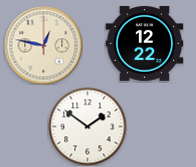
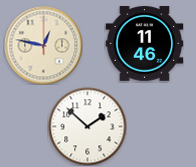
clock at (144, 44): 12:22 -> 11:46
clock at (87, 126): 1:51 -> 1:52
